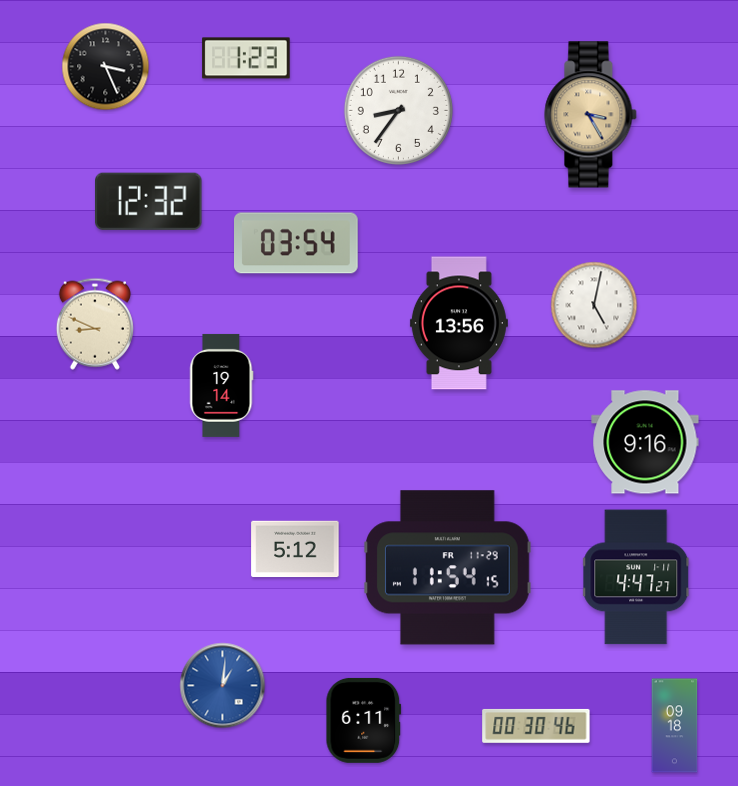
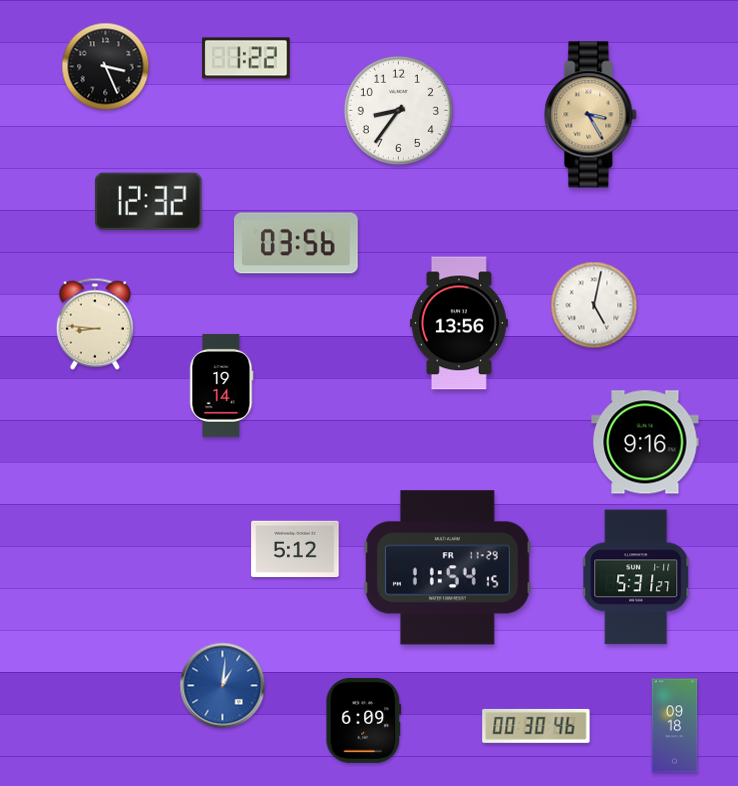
clock at (246, 58): 1:23 -> 1:22
clock at (296, 243): 03:54 -> 03:56
clock at (95, 324): 8:49 -> 8:46
clock at (637, 577): 4:47 -> 5:31
clock at (364, 720): 6:11 -> 6:09
